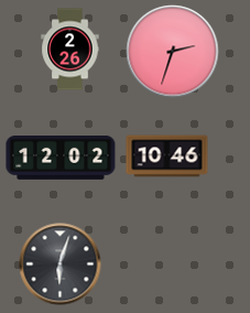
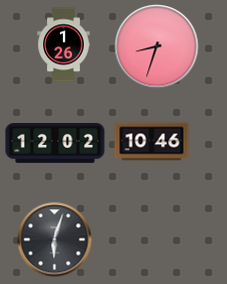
clock at (70, 50): 2:26 -> 1:26
clock at (173, 52): 2:33 -> 8:33
